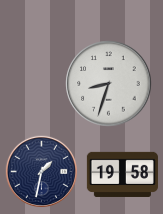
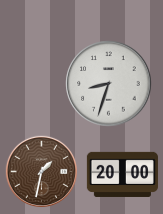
clock at (41, 171) dial: navy -> brown
clock at (122, 174): 19:58 -> 20:00
